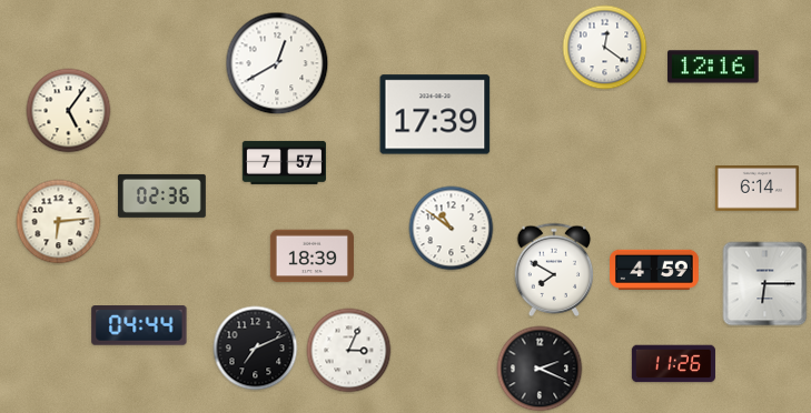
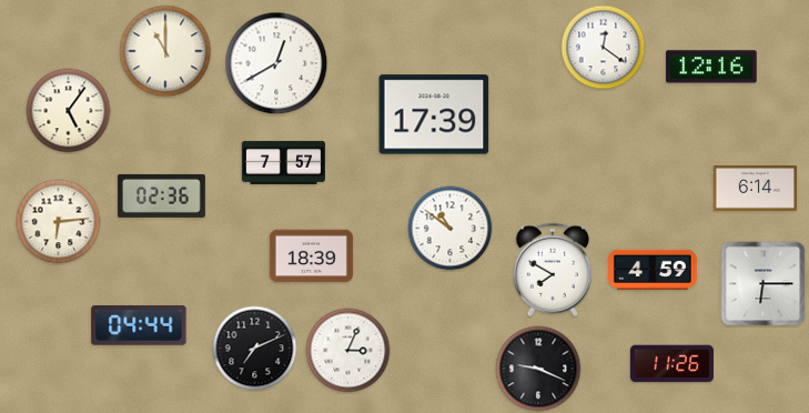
clock at (165, 51): none -> 11:00
clock at (540, 369): 2:19 -> 9:19
